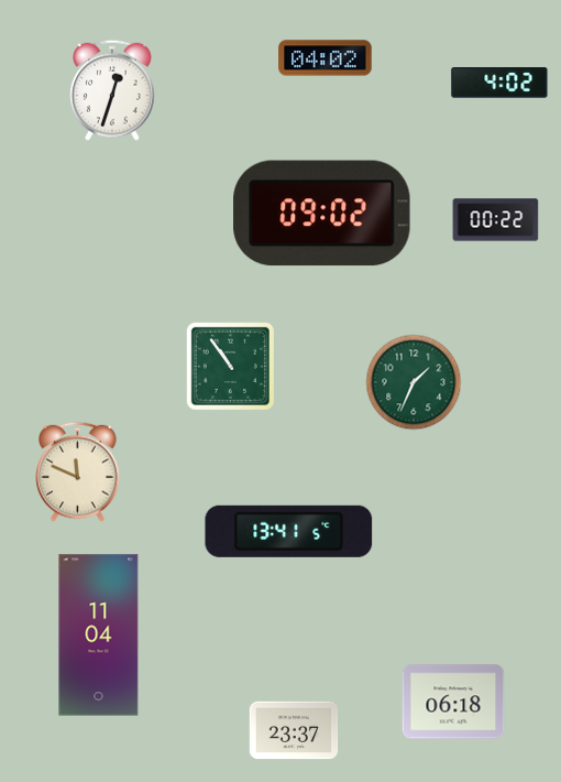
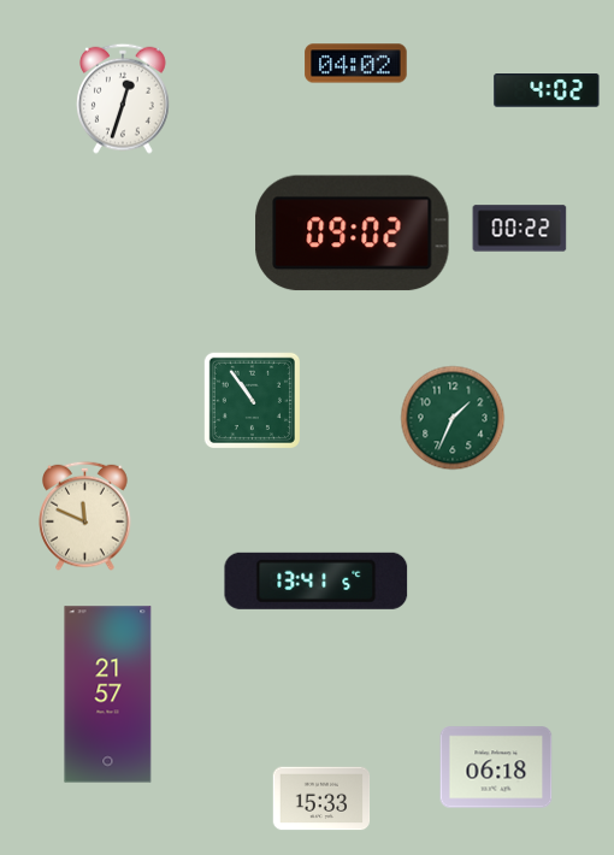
clock at (496, 220) position: (496, 220) -> (520, 229)
clock at (99, 636): 11:04 -> 21:57
clock at (294, 730): 23:37 -> 15:33
